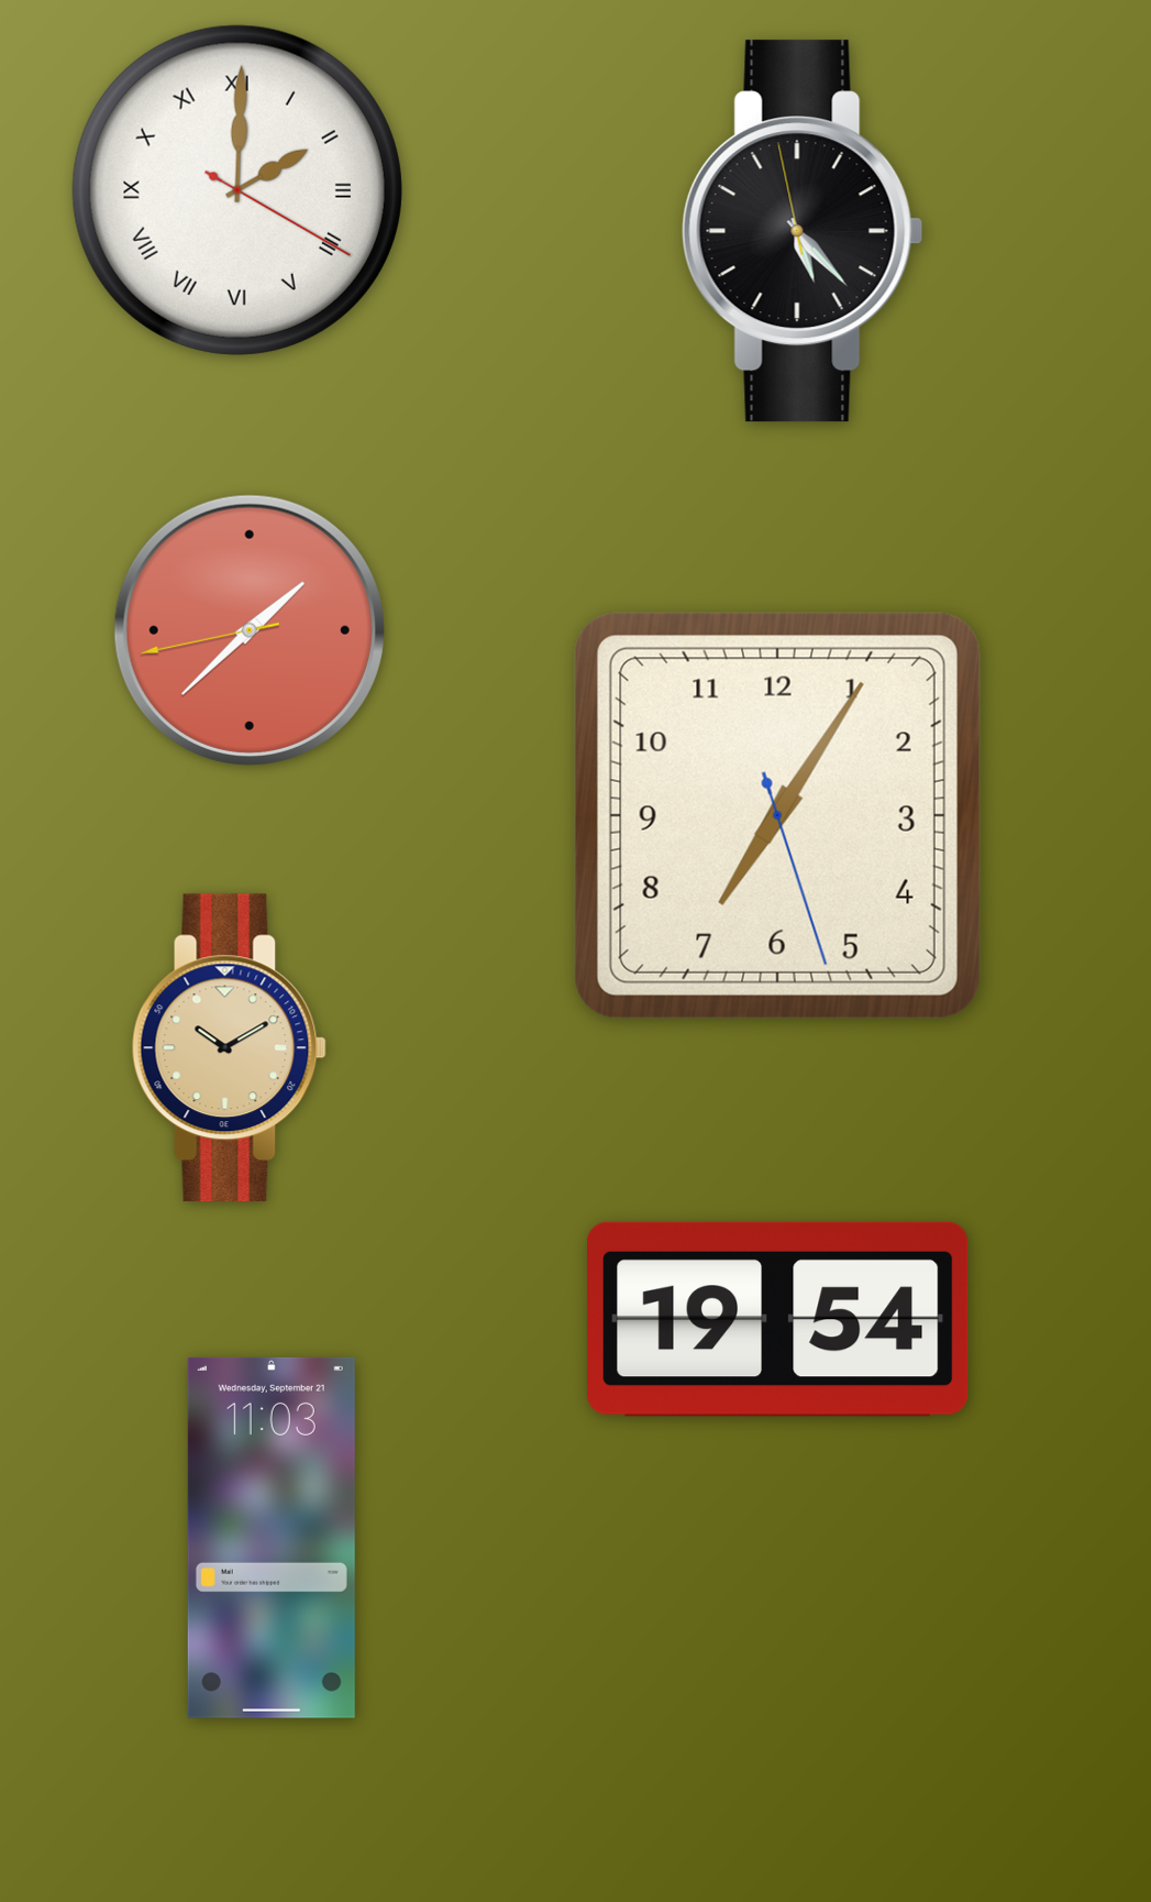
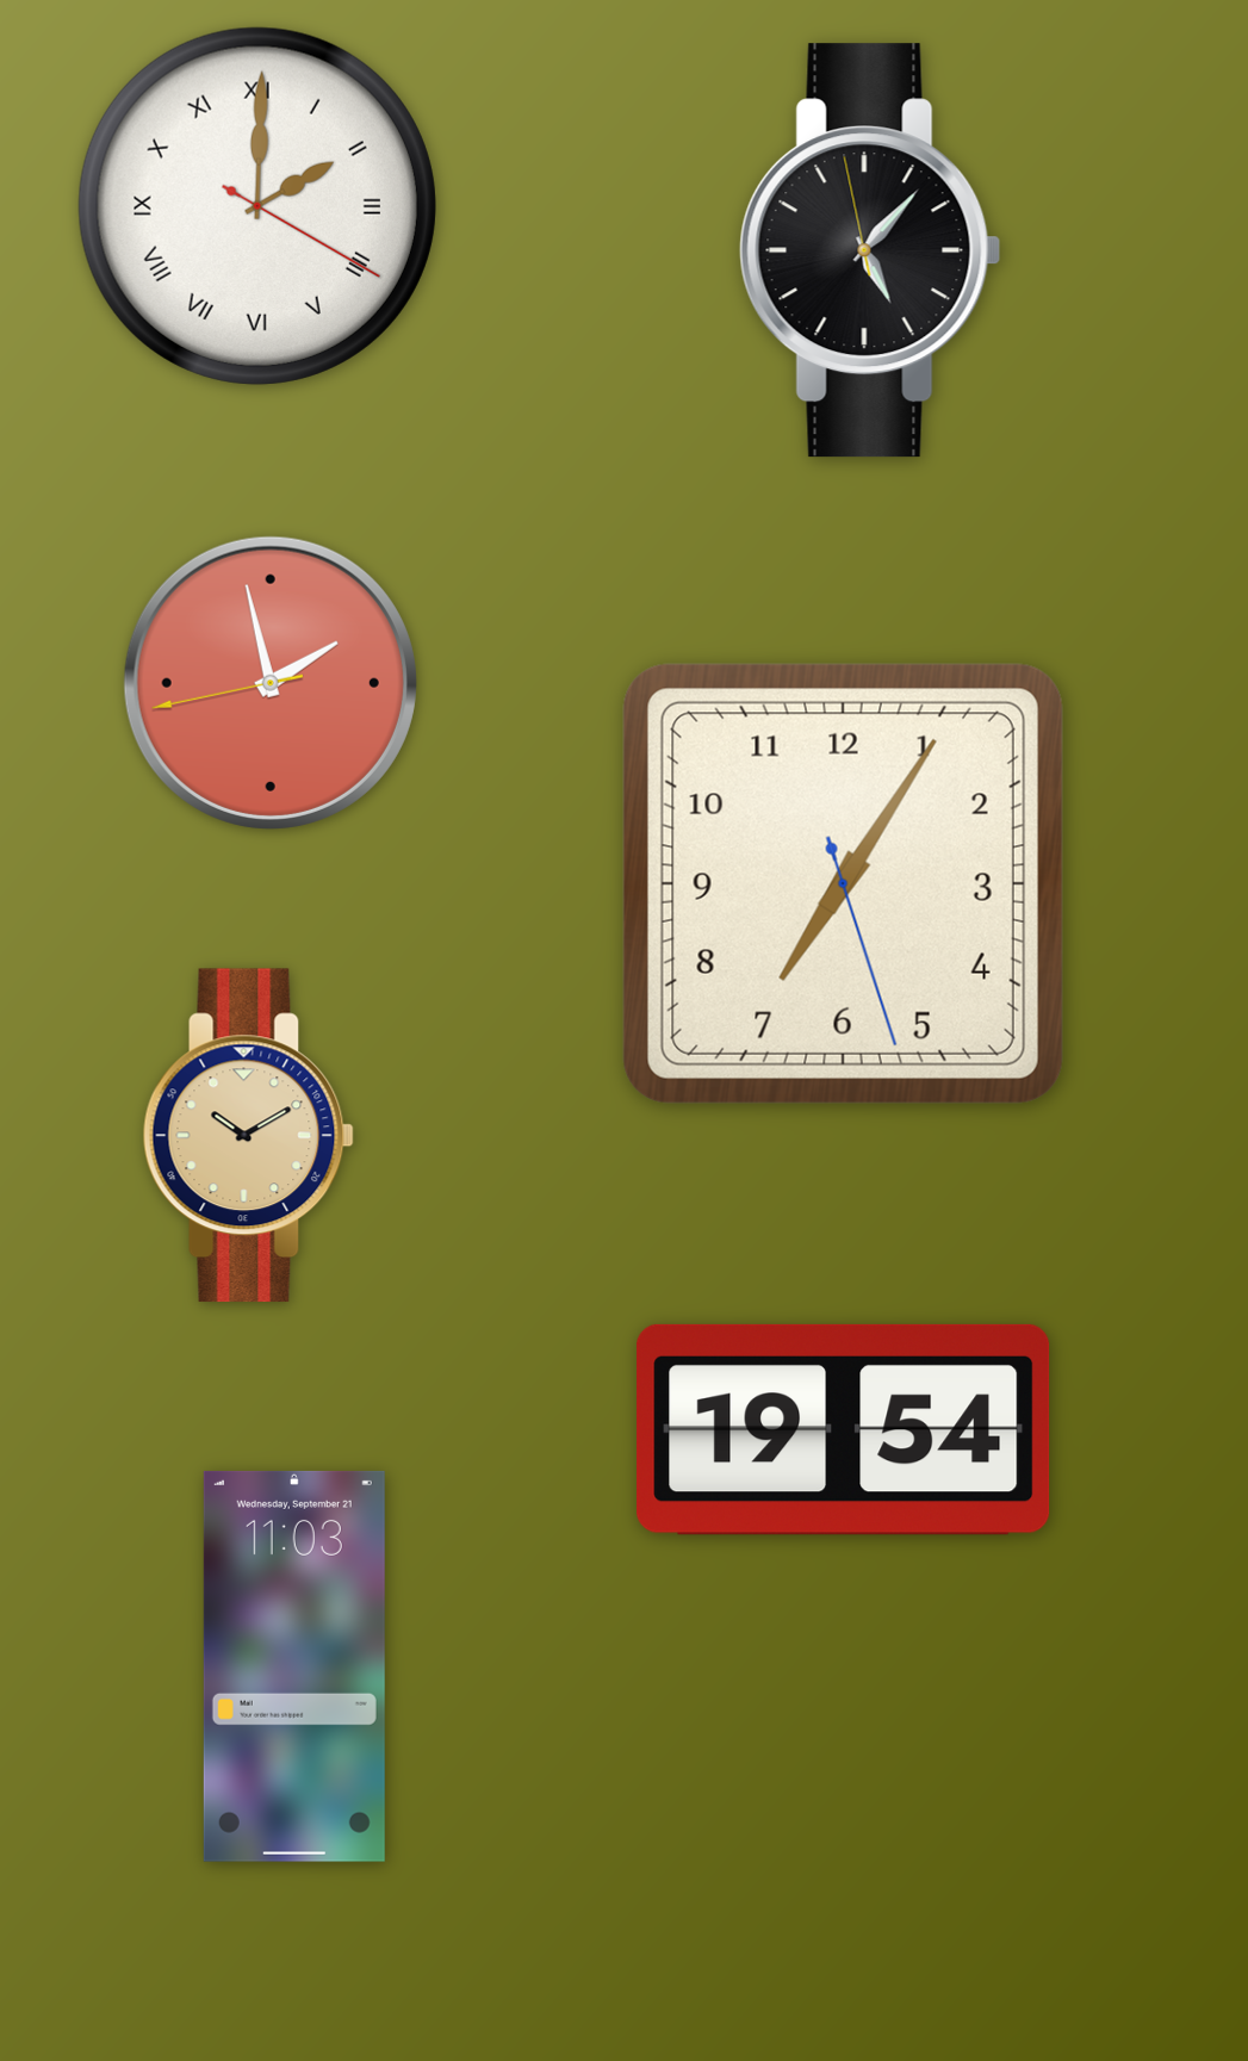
clock at (803, 231): 5:22 -> 5:06
clock at (250, 630): 1:37 -> 1:57
